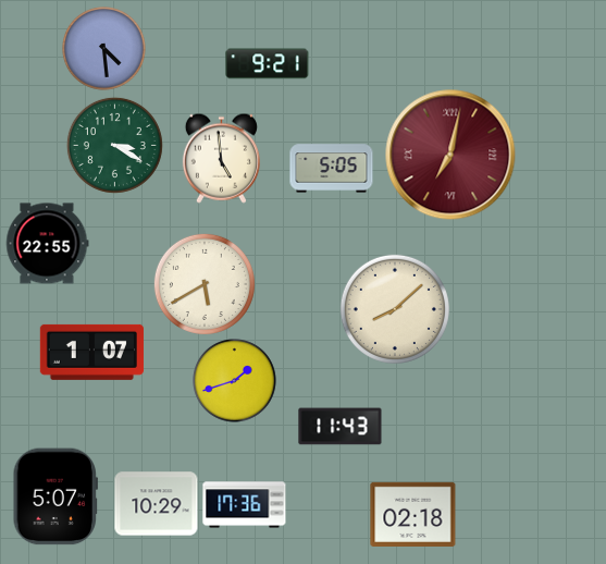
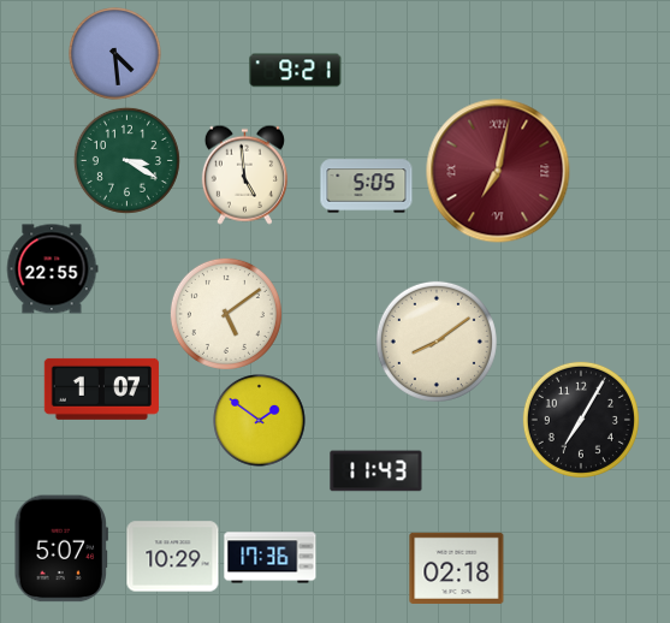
clock at (205, 284): 5:40 -> 5:09
clock at (395, 309): 8:08 -> 8:09
clock at (581, 420): none -> 7:05
clock at (235, 381): 1:42 -> 1:51
